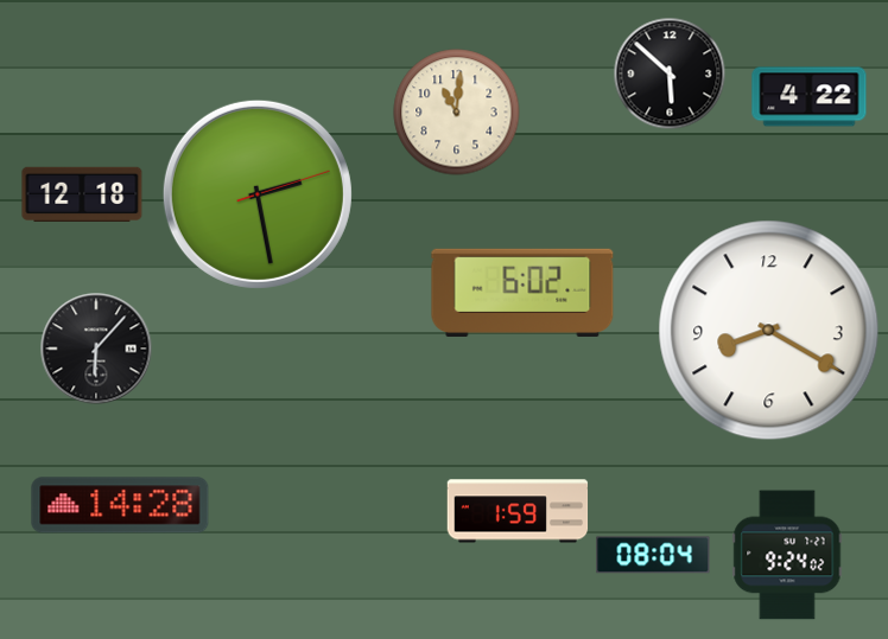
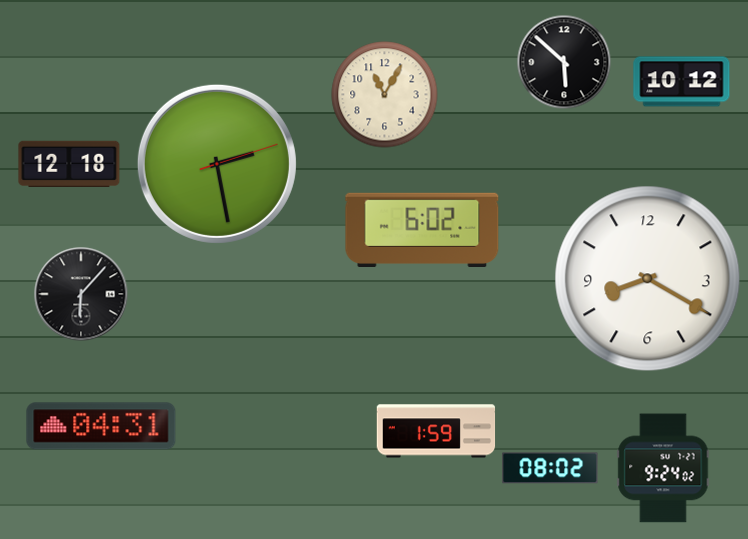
clock at (810, 97): 4:22 -> 10:12
clock at (457, 113): 11:01 -> 11:05
clock at (522, 292) position: (522, 292) -> (422, 229)
clock at (120, 505): 14:28 -> 04:31
clock at (653, 555): 08:04 -> 08:02
